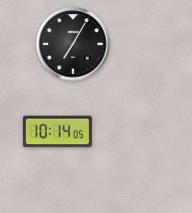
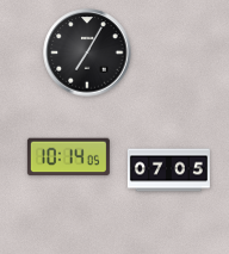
clock at (168, 171): none -> 07:05
